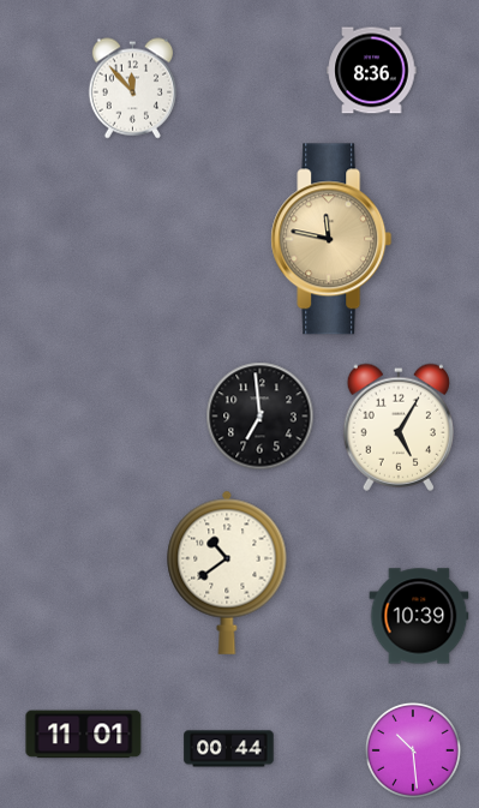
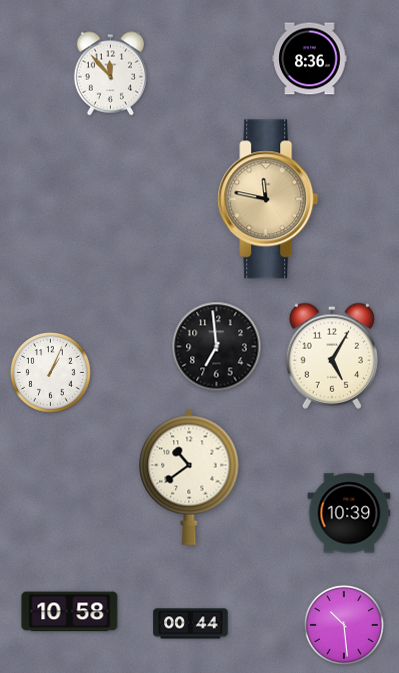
clock at (331, 239) position: (331, 239) -> (268, 199)
clock at (50, 372): none -> 1:04
clock at (84, 735): 11:01 -> 10:58
